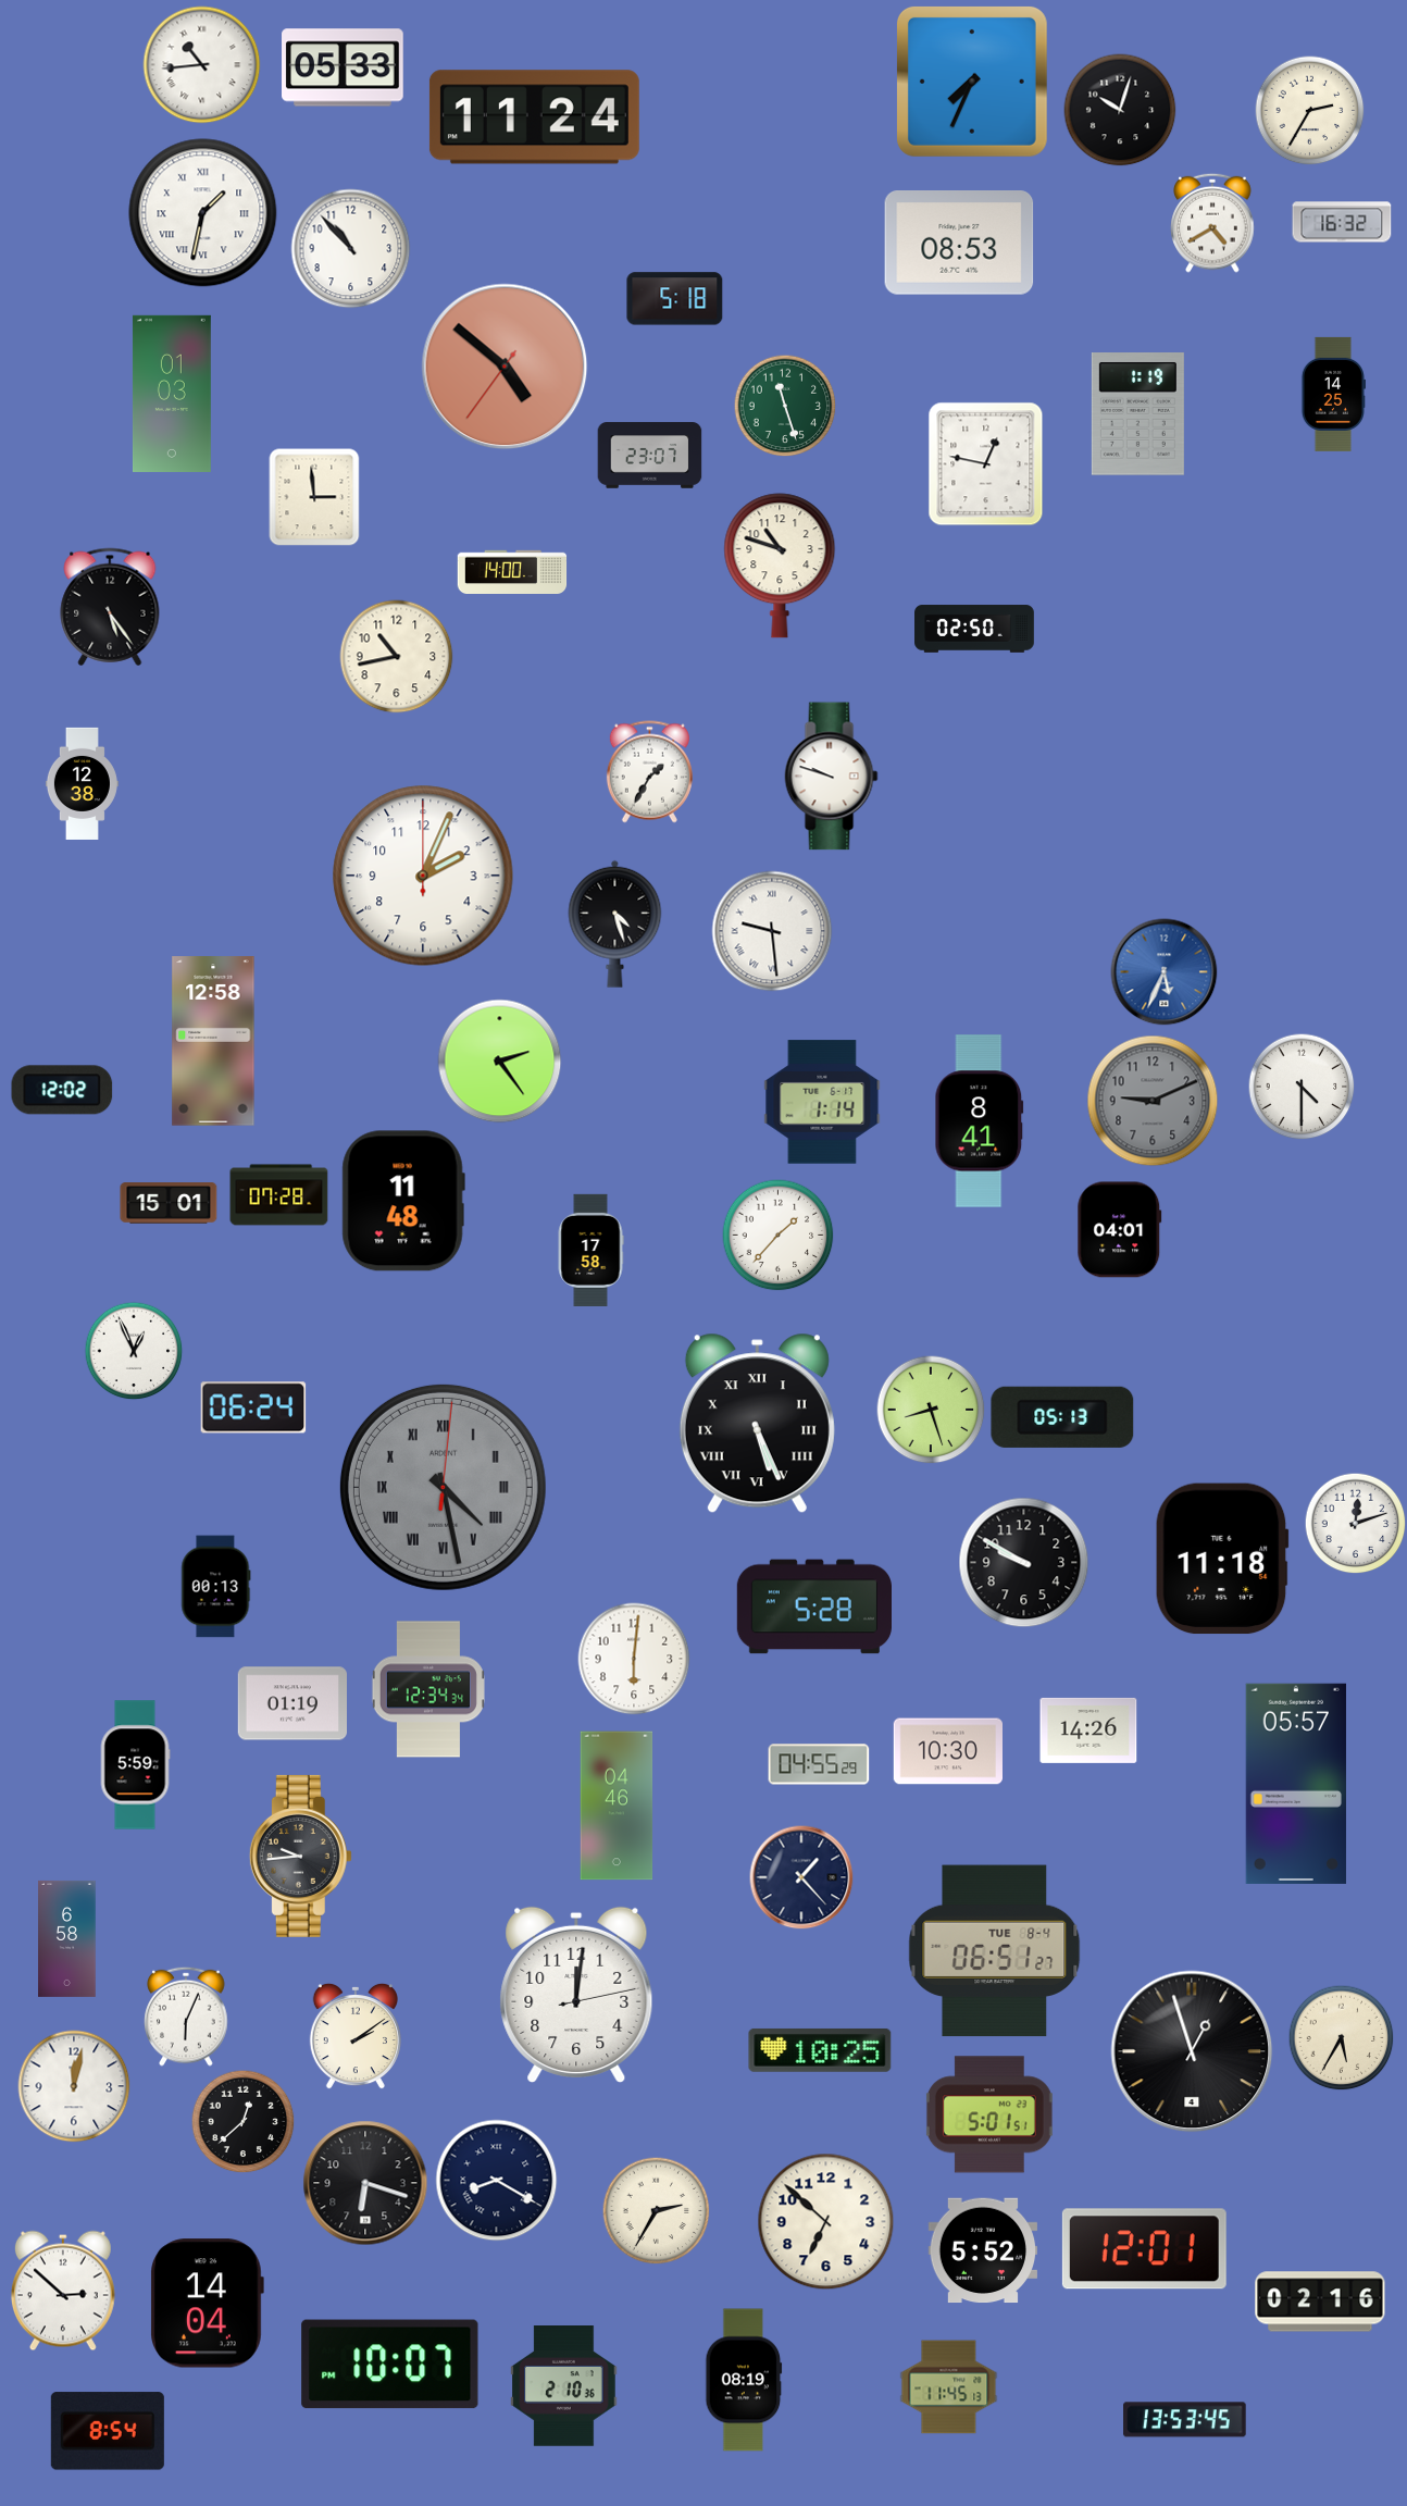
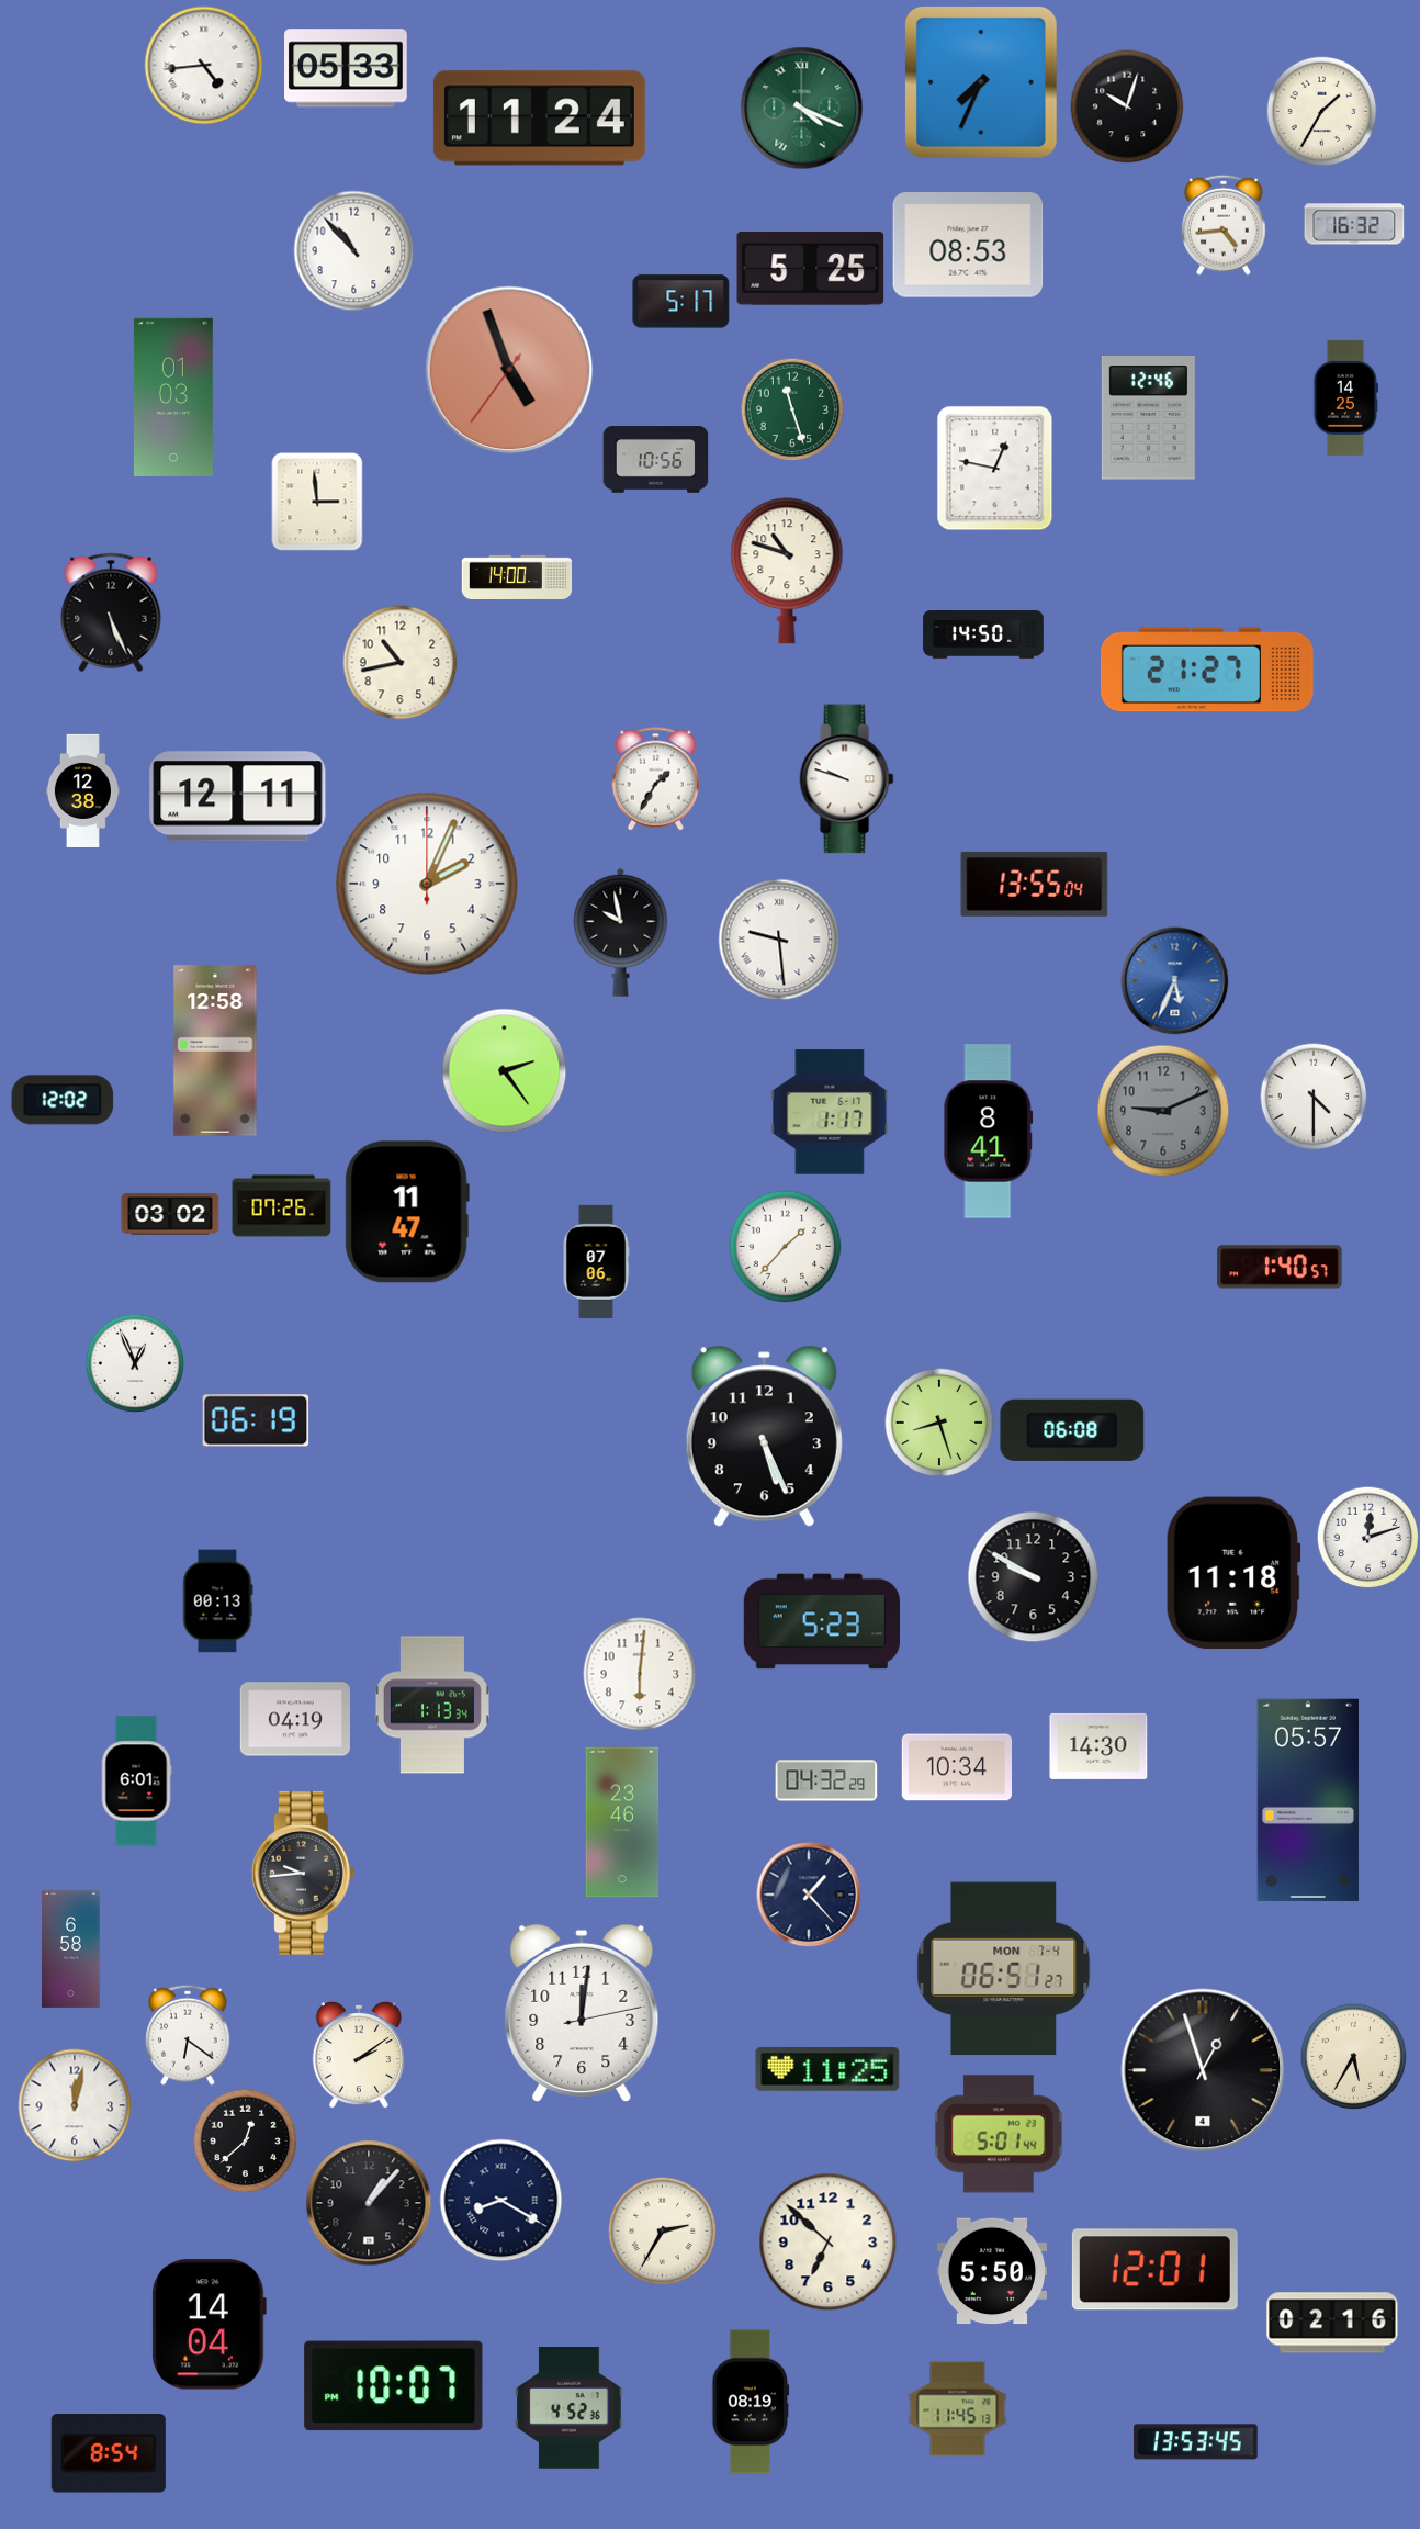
clock at (202, 65): 10:44 -> 4:44
clock at (802, 109): none -> 4:19
clock at (1120, 110) position: (1120, 110) -> (1127, 106)
clock at (1310, 111): 2:35 -> 1:35
clock at (203, 213): 1:32 -> none
clock at (1212, 223): 4:40 -> 4:44
clock at (811, 269): none -> 5:25
clock at (675, 299): 5:18 -> 5:17
clock at (505, 367): 4:51 -> 4:56
clock at (1137, 414): 1:19 -> 12:46
clock at (650, 456): 23:07 -> 10:56
clock at (110, 607): 5:24 -> 5:26
clock at (974, 629): 02:50 -> 14:50
clock at (1207, 670): none -> 21:27
clock at (832, 777) position: (832, 777) -> (847, 779)
clock at (238, 797): none -> 12:11
clock at (1035, 884): none -> 13:55
clock at (615, 923): 4:27 -> 9:58
clock at (822, 1102): 1:14 -> 1:17
clock at (279, 1195): 07:28 -> 07:26
clock at (403, 1201): 11:48 -> 11:47
clock at (169, 1203): 15:01 -> 03:02
clock at (1120, 1230): 04:01 -> none
clock at (590, 1250): 17:58 -> 07:06
clock at (1280, 1267): none -> 1:40
clock at (253, 1407): 06:24 -> 06:19
clock at (1062, 1417): 05:13 -> 06:08
clock at (757, 1424) numerals: Roman -> Arabic
clock at (443, 1487): 4:28 -> none
clock at (813, 1606): 5:28 -> 5:23
clock at (428, 1689): 12:34 -> 1:13
clock at (291, 1703): 01:19 -> 04:19
clock at (1088, 1730): 14:26 -> 14:30
clock at (947, 1751): 10:30 -> 10:34
clock at (819, 1764): 04:55 -> 04:32
clock at (135, 1765): 5:59 -> 6:01
clock at (617, 1806): 04:46 -> 23:46
clock at (67, 1938) position: (67, 1938) -> (71, 1948)
clock at (995, 1951) date: TUE 8-4 -> MON 7-4
clock at (186, 2017): 6:04 -> 6:21
clock at (820, 2050): 10:25 -> 11:25
clock at (989, 2114): 5:01:51 -> 5:01:44
clock at (365, 2183): 6:18 -> 1:07
clock at (826, 2222) position: (826, 2222) -> (829, 2243)
clock at (982, 2250): 5:52 -> 5:50
clock at (63, 2291): 2:52 -> none
clock at (564, 2386): 2:10 -> 4:52
